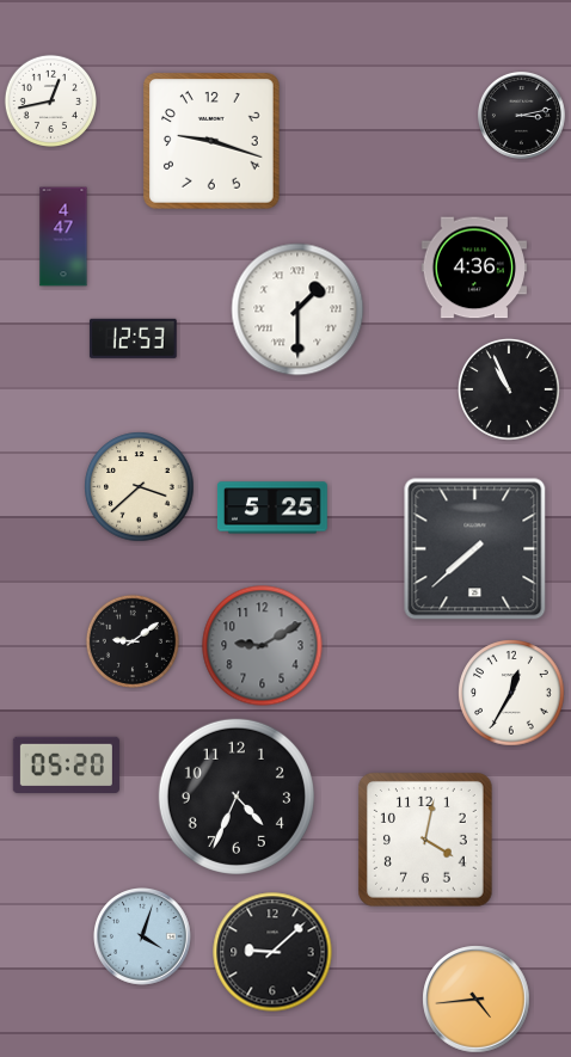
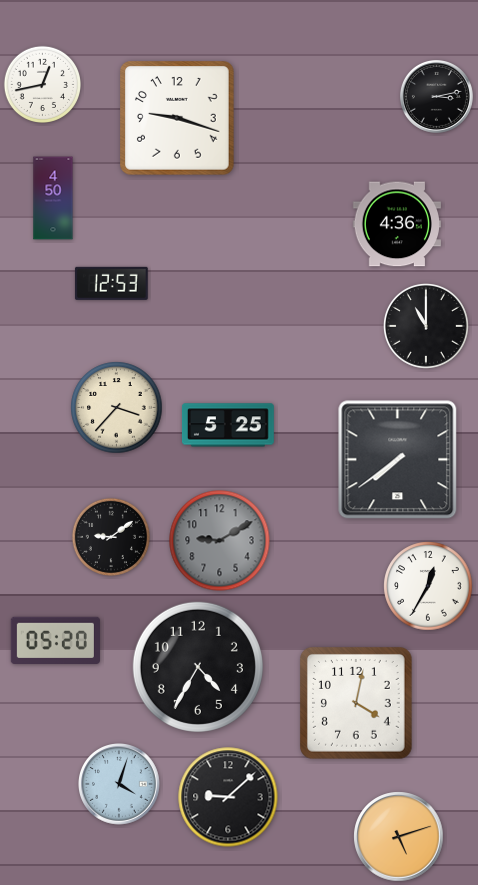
clock at (63, 236): 4:47 -> 4:50
clock at (297, 309): 1:30 -> none
clock at (510, 391): 10:56 -> 11:00
clock at (140, 487): 3:38 -> 3:37
clock at (475, 549): 7:38 -> 7:39
clock at (511, 693) position: (511, 693) -> (428, 586)
clock at (237, 797): 4:34 -> 4:35
clock at (477, 1000): 4:44 -> 5:12
